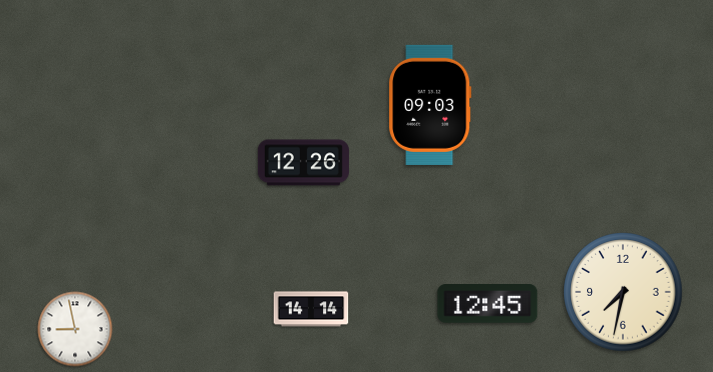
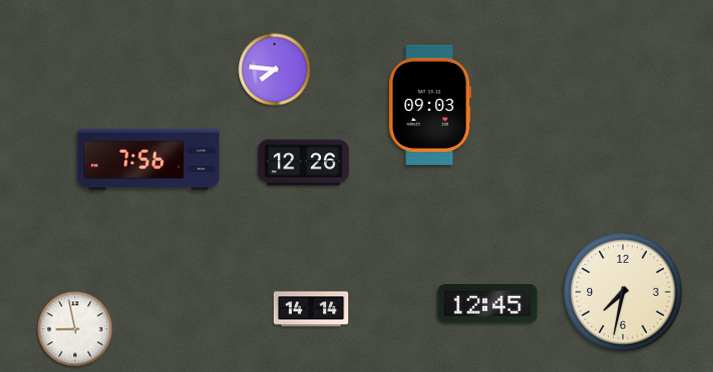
clock at (275, 70): none -> 7:46
clock at (149, 160): none -> 7:56
